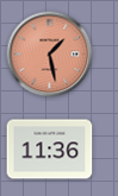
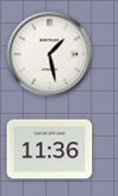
clock at (50, 55) dial: salmon -> white
